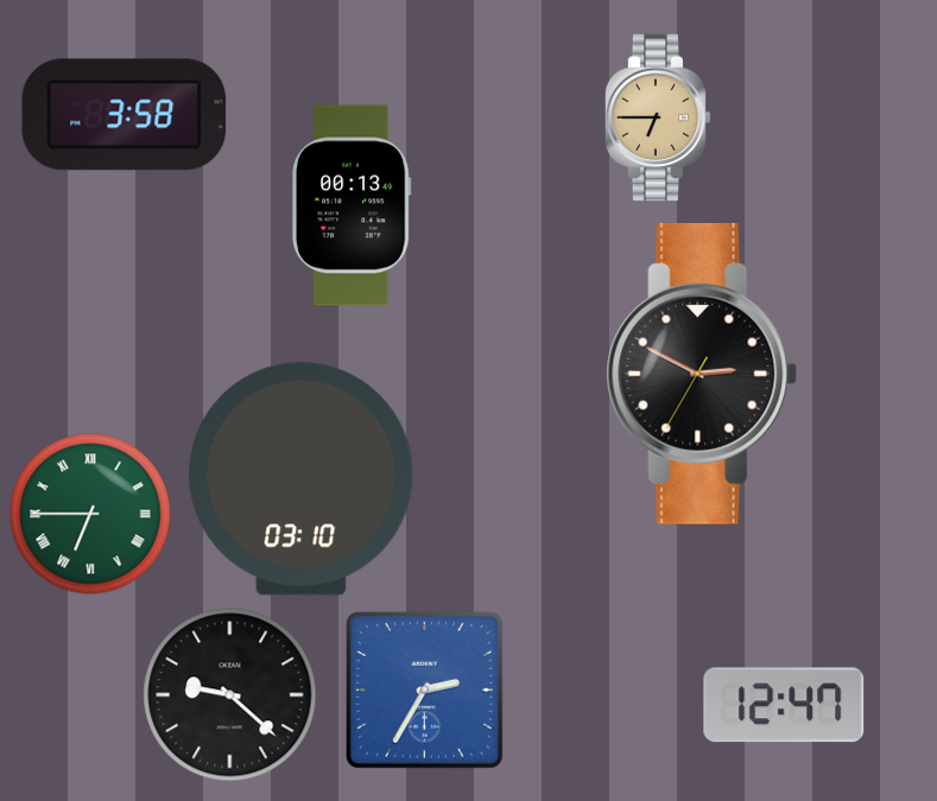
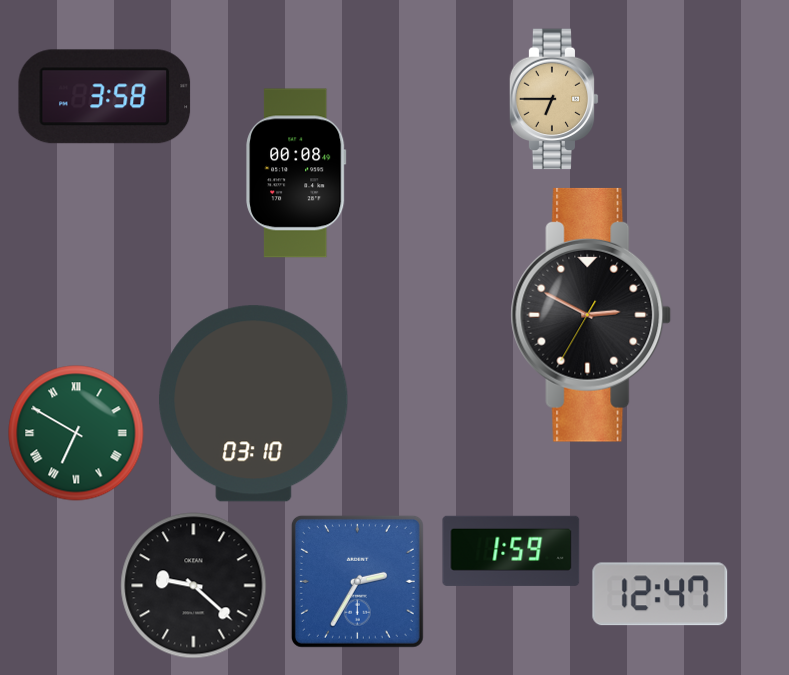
clock at (352, 205): 00:13 -> 00:08
clock at (90, 514): 6:45 -> 6:50
clock at (511, 551): none -> 1:59
